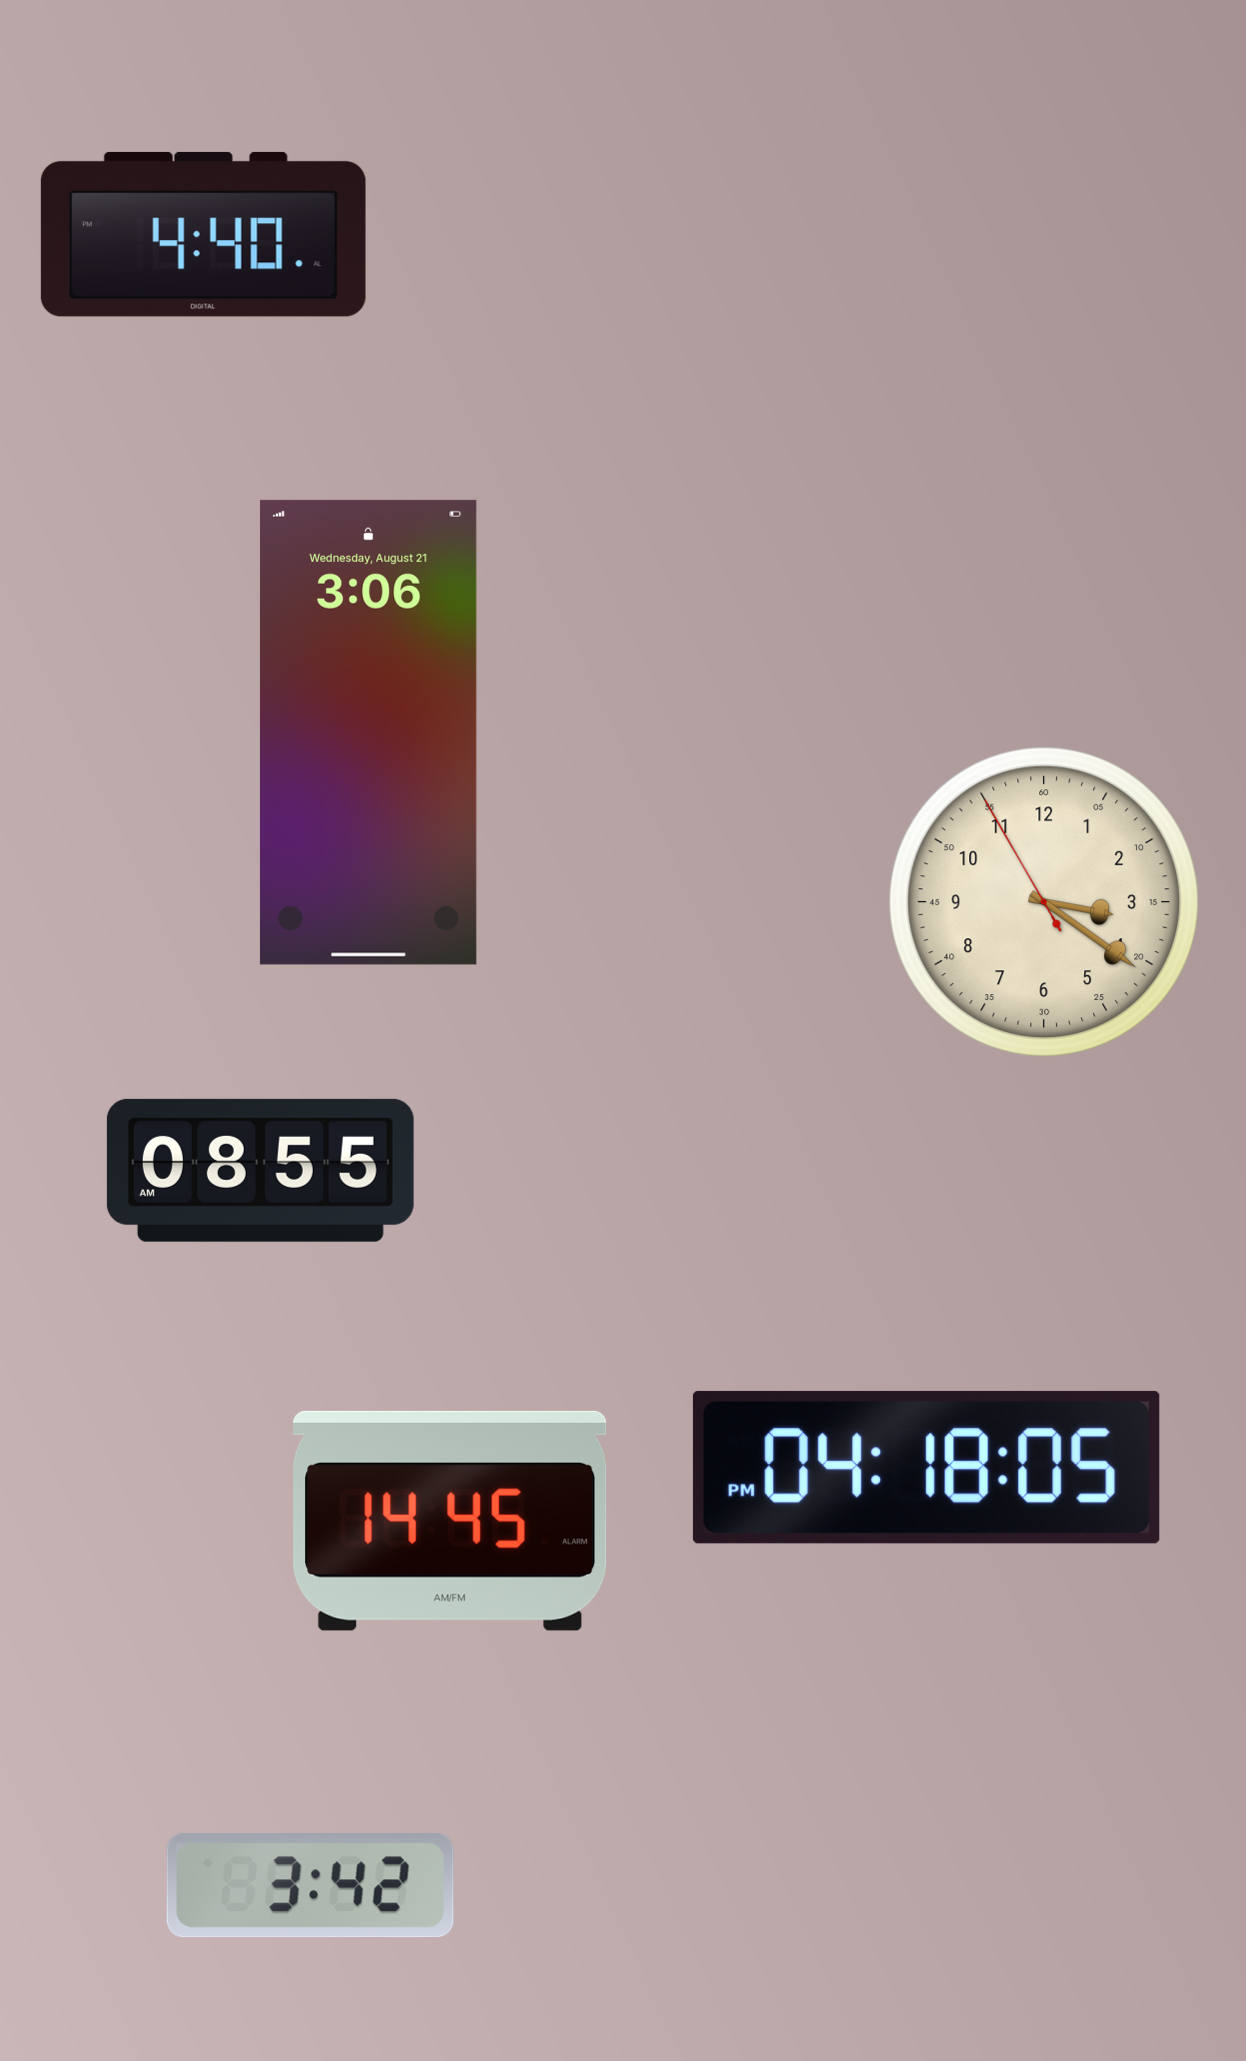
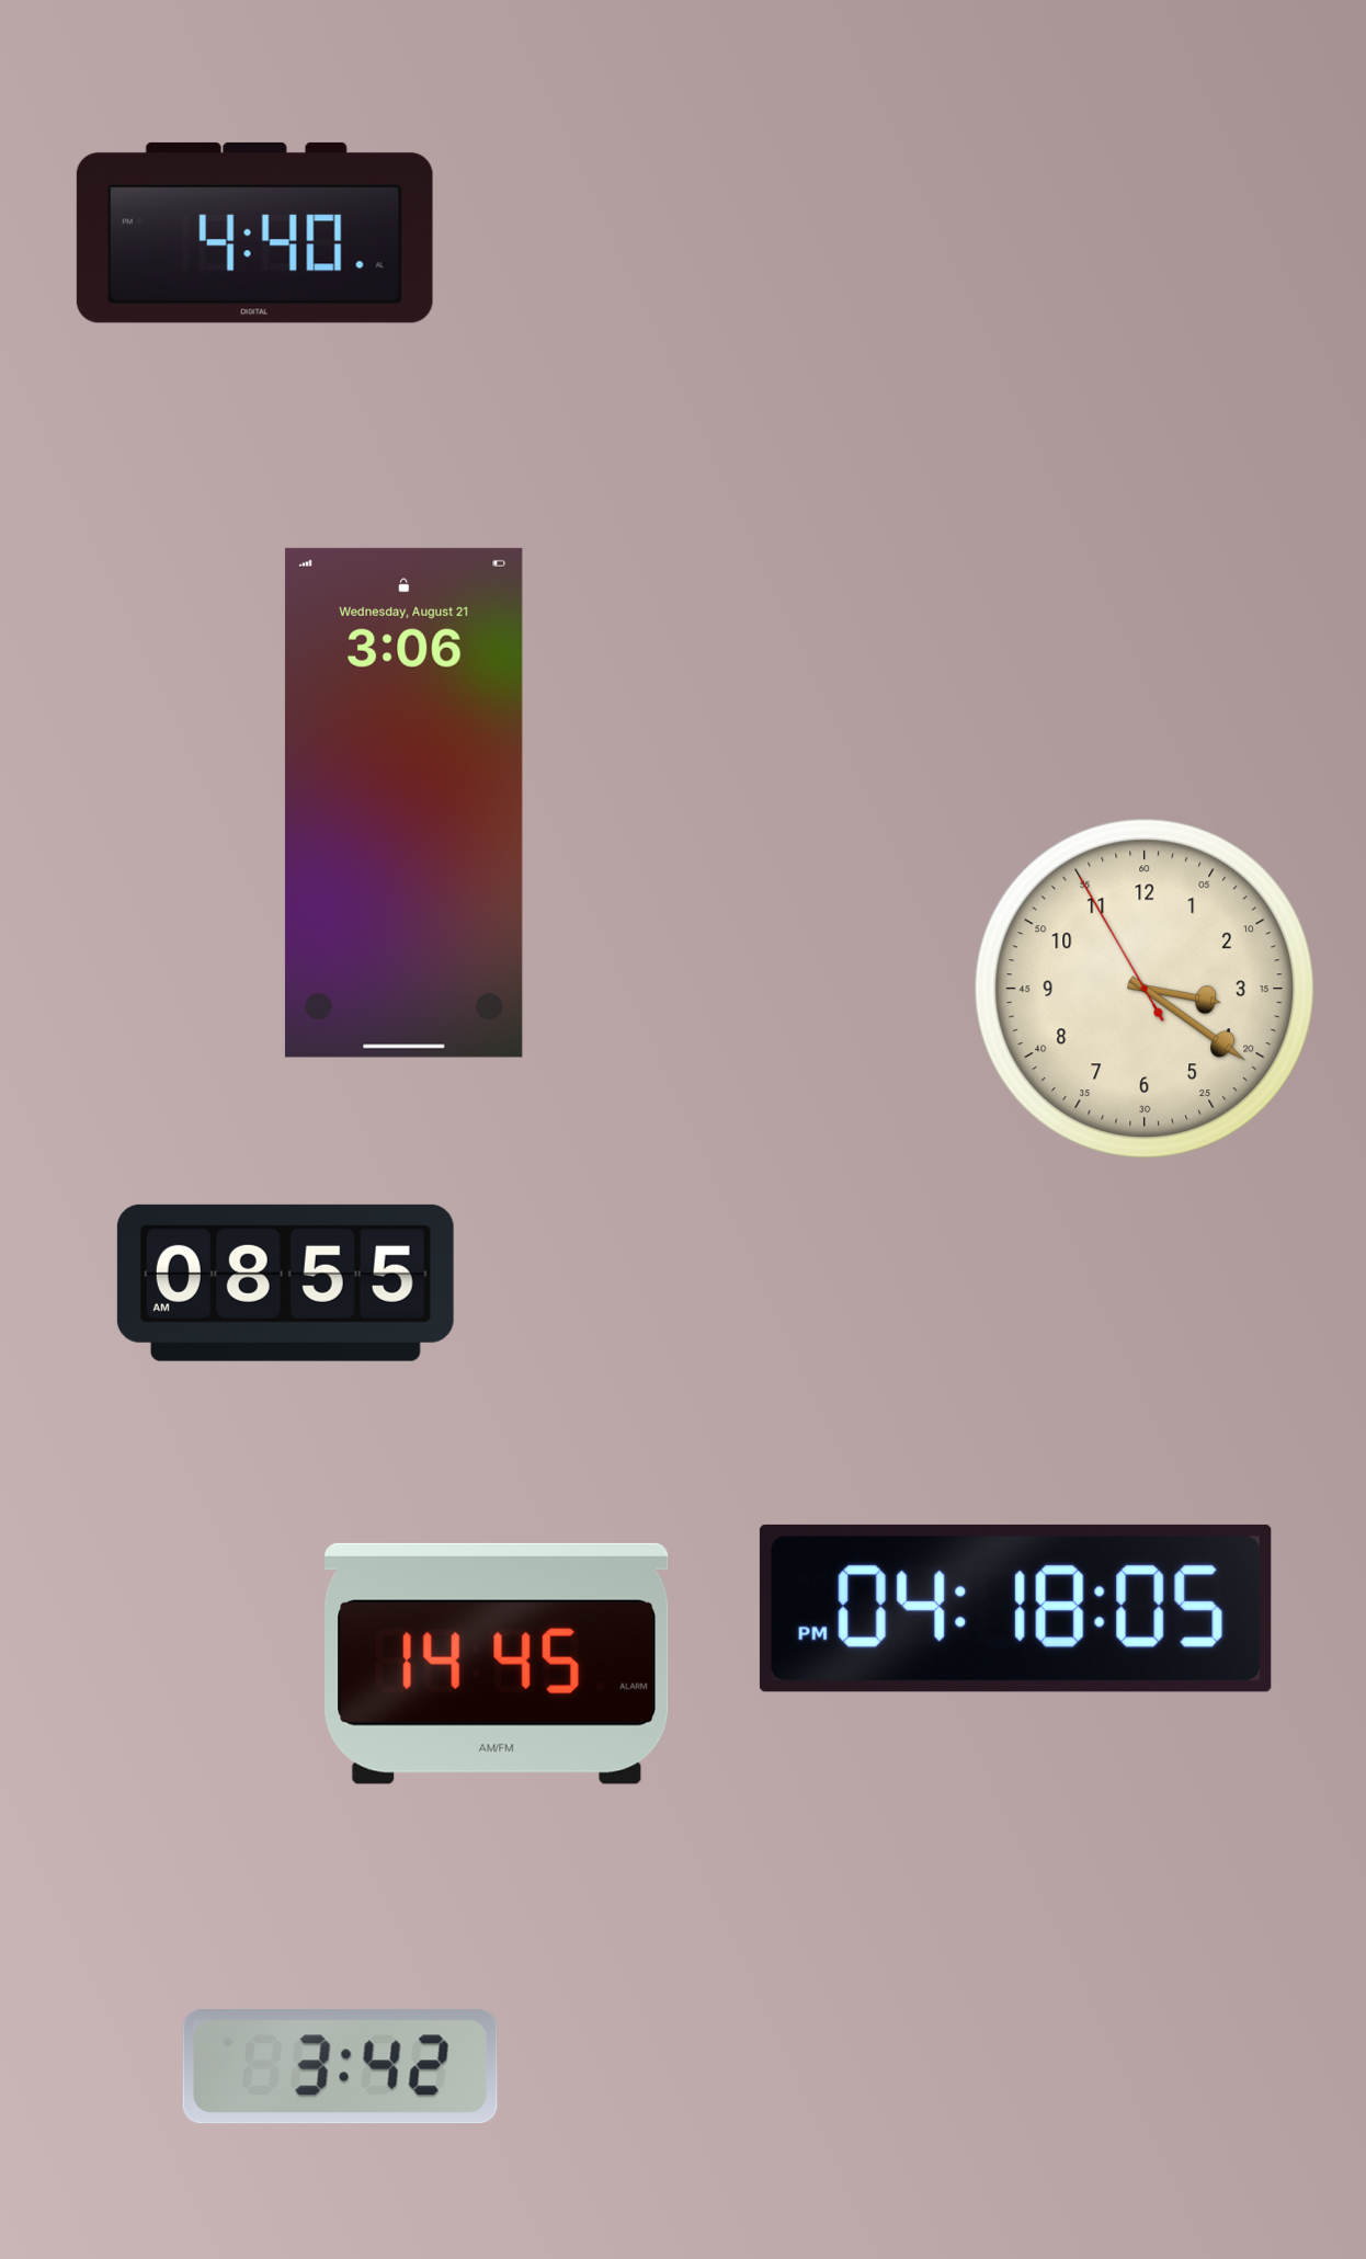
clock at (203, 234) position: (203, 234) -> (254, 232)
clock at (450, 1521) position: (450, 1521) -> (497, 1664)
